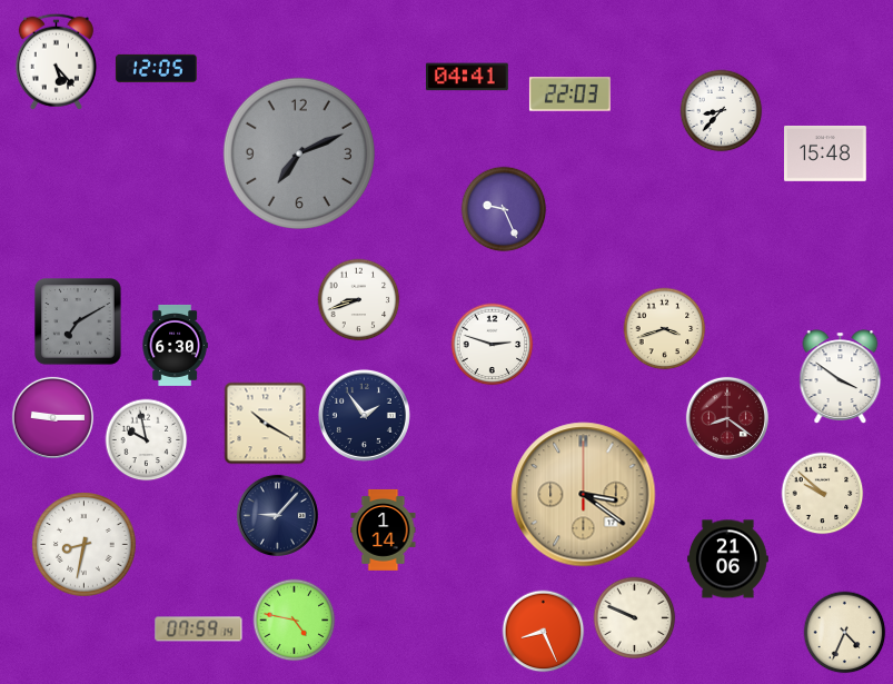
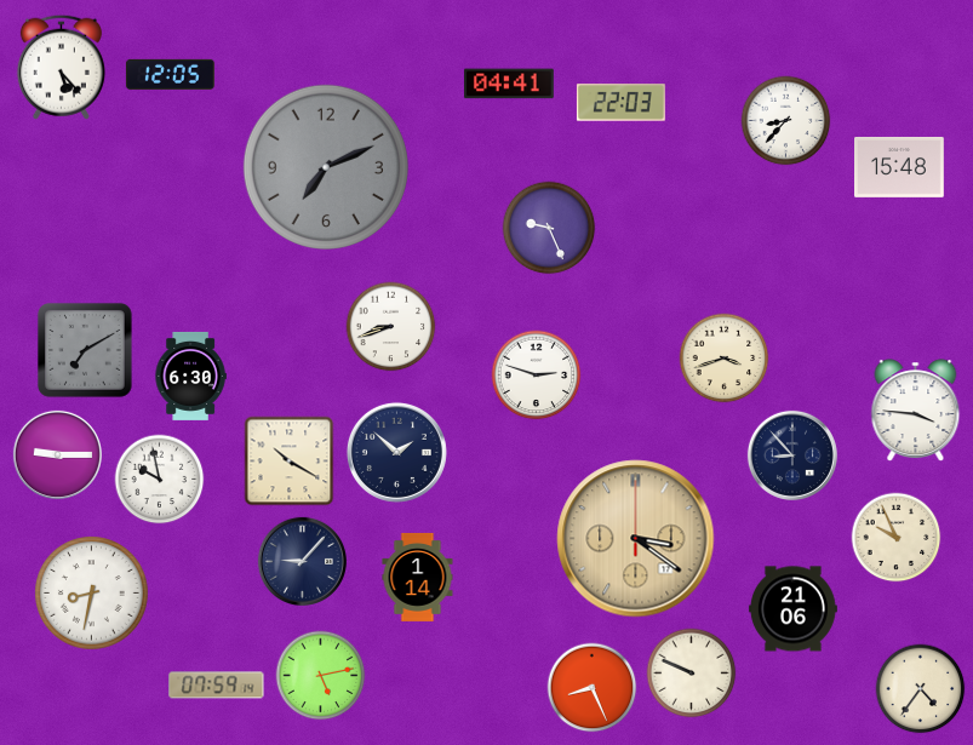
clock at (841, 377): 3:51 -> 3:46
clock at (364, 415): 1:54 -> 1:52
clock at (727, 418): 8:21 -> 8:53
clock at (727, 418) dial: burgundy -> navy
clock at (823, 494): 9:52 -> 9:56
clock at (295, 621): 4:47 -> 5:13
clock at (845, 633): 4:34 -> 4:36
